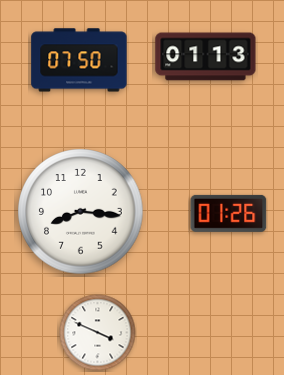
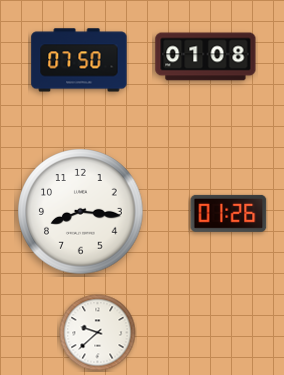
clock at (206, 57): 01:13 -> 01:08
clock at (98, 333): 3:49 -> 9:38
